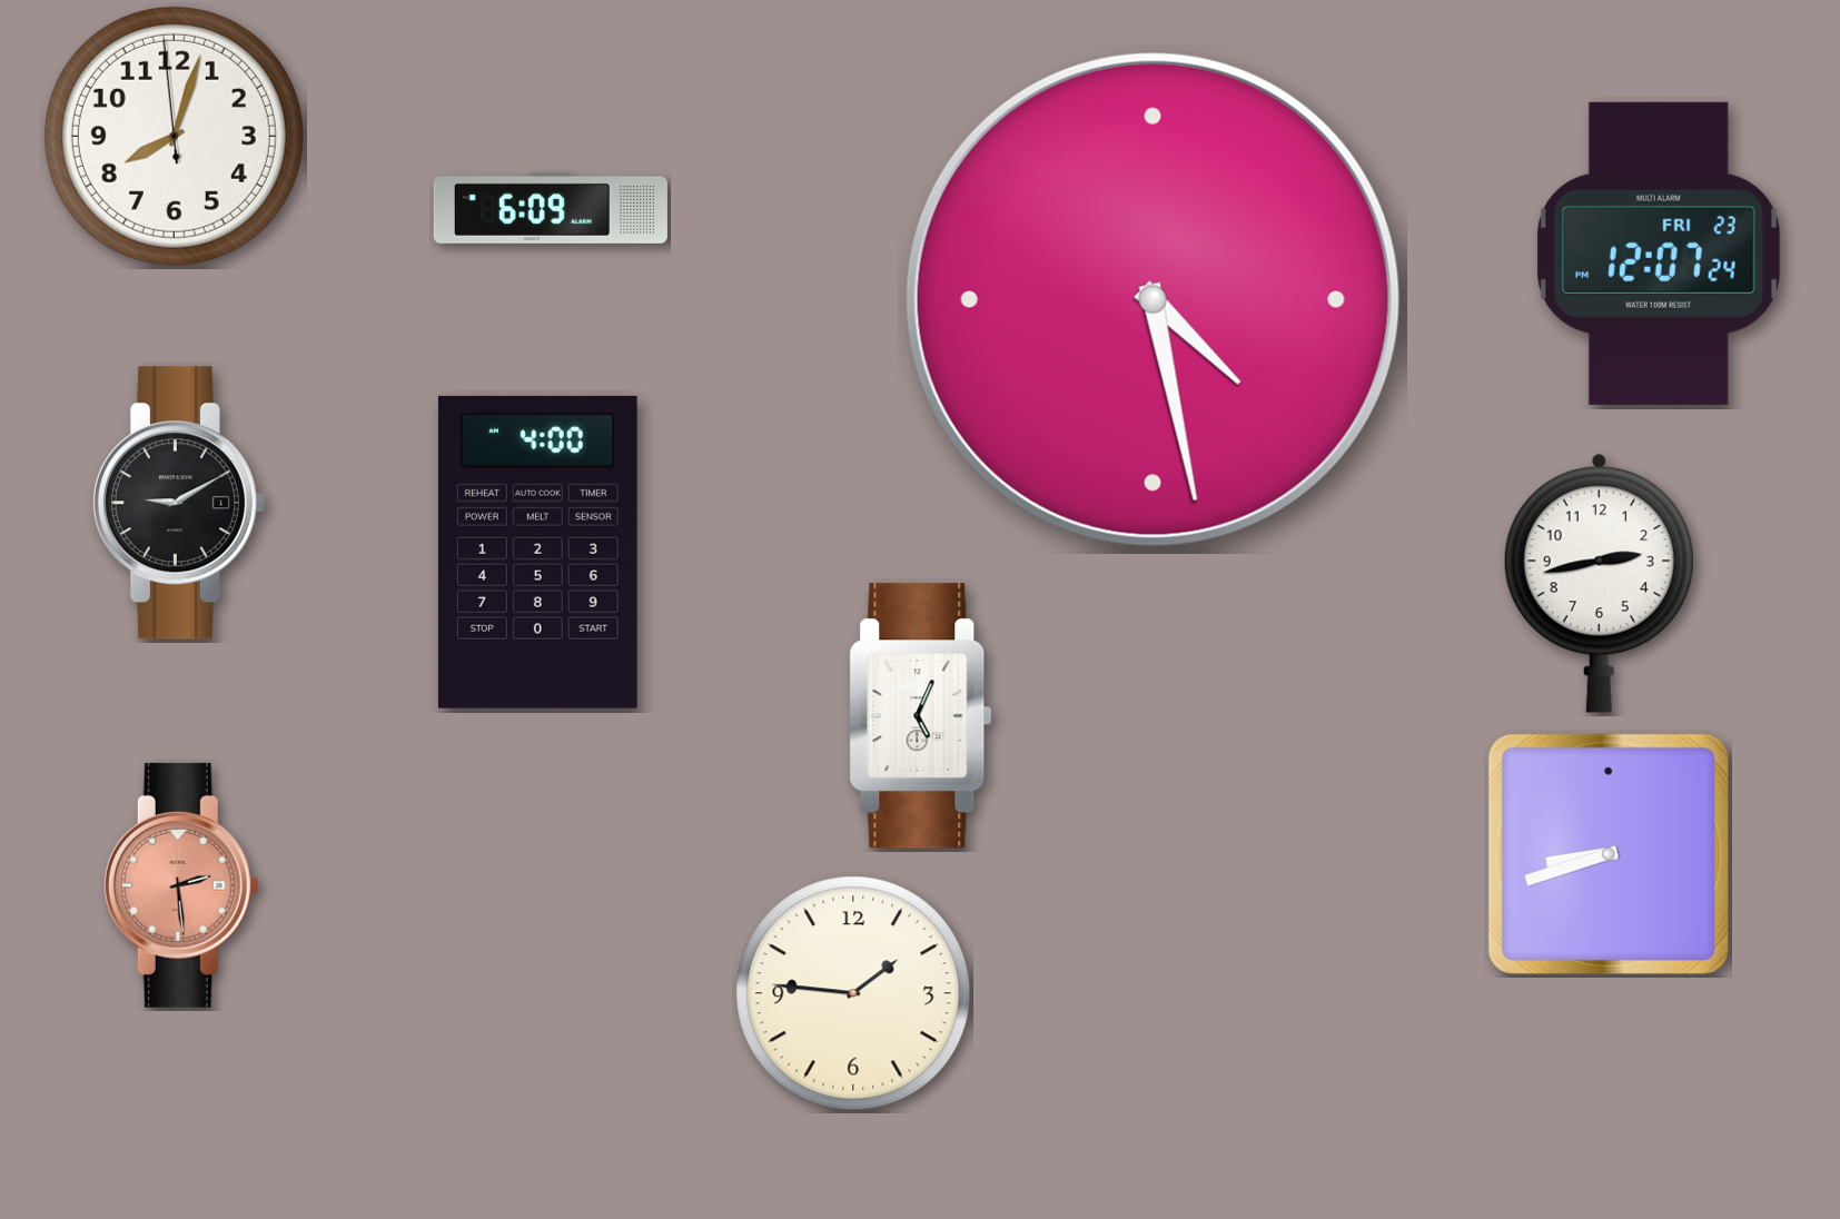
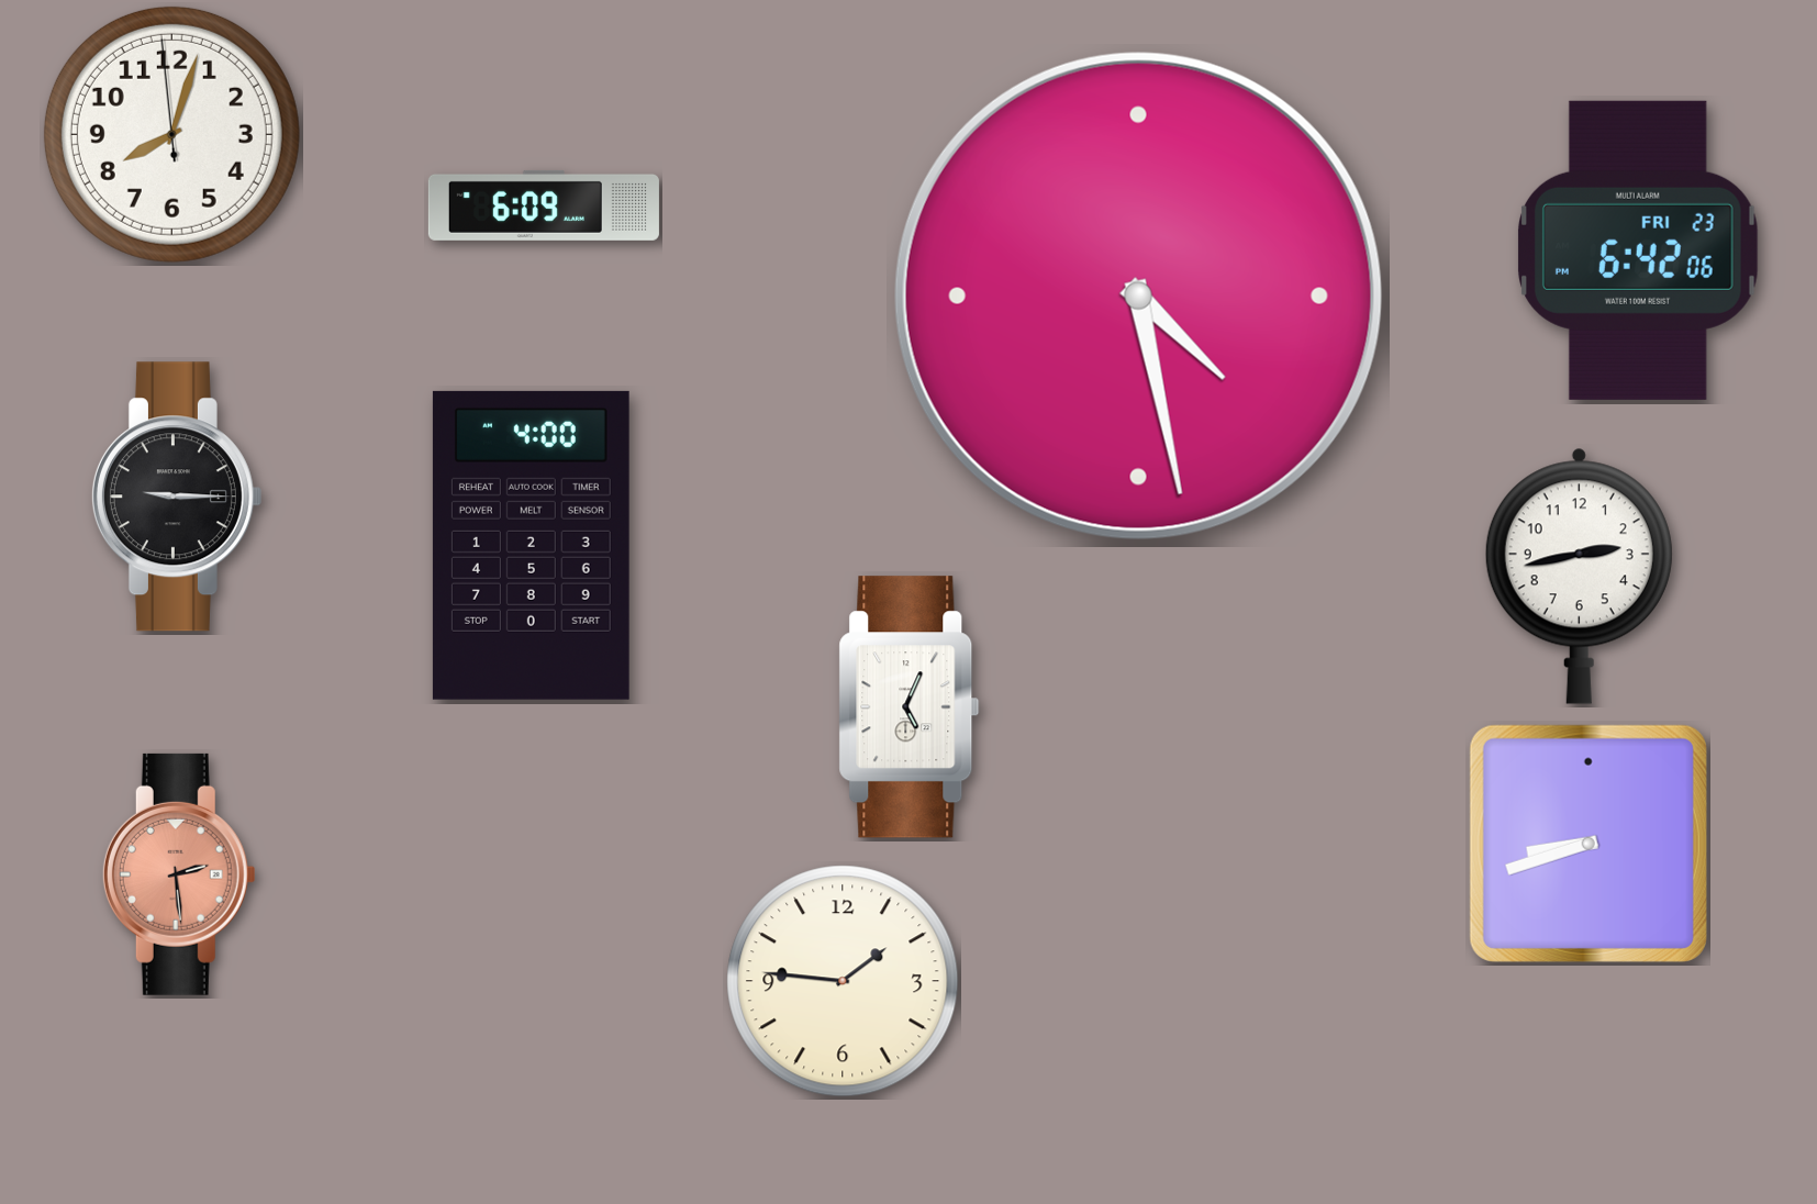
clock at (1659, 254): 12:07 -> 6:42
clock at (178, 503): 9:10 -> 9:15
